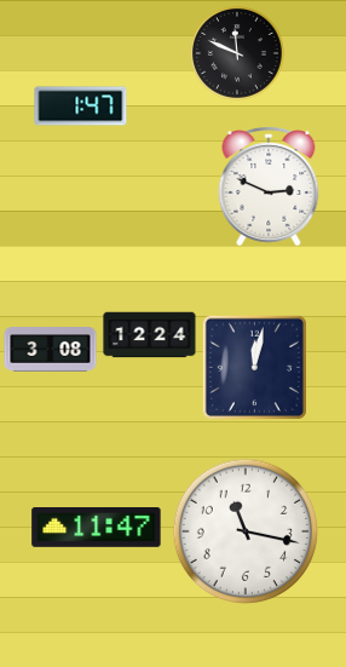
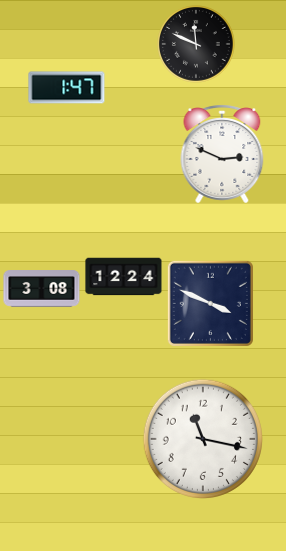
clock at (254, 367): 12:02 -> 3:49
clock at (97, 528): 11:47 -> none
